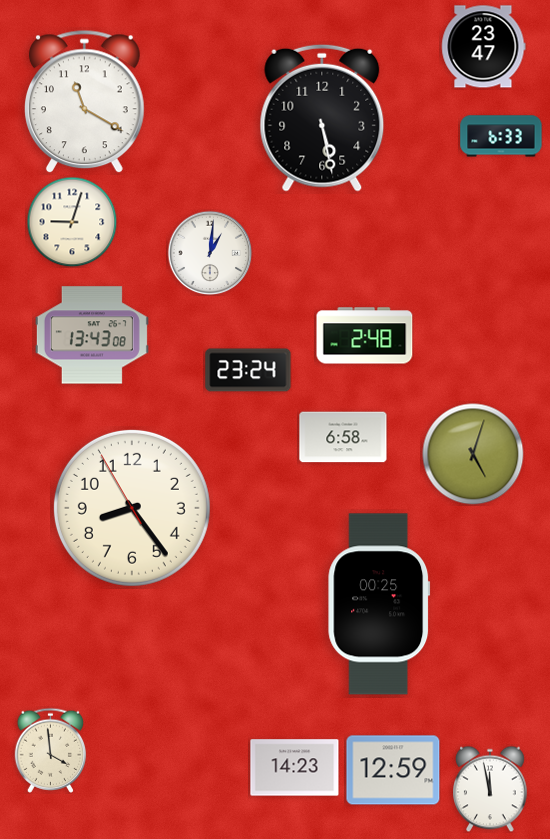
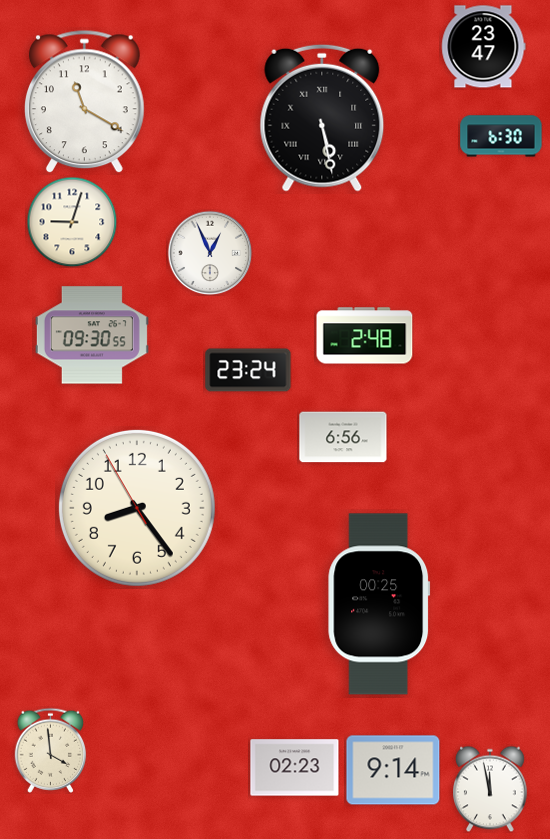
clock at (322, 118) numerals: Arabic -> Roman
clock at (501, 136): 6:33 -> 6:30
clock at (210, 253): 1:01 -> 12:56
clock at (92, 335): 13:43 -> 09:30
clock at (343, 437): 6:58 -> 6:56
clock at (473, 454): 5:03 -> none
clock at (132, 508) position: (132, 508) -> (137, 508)
clock at (295, 768): 14:23 -> 02:23
clock at (393, 770): 12:59 -> 9:14
